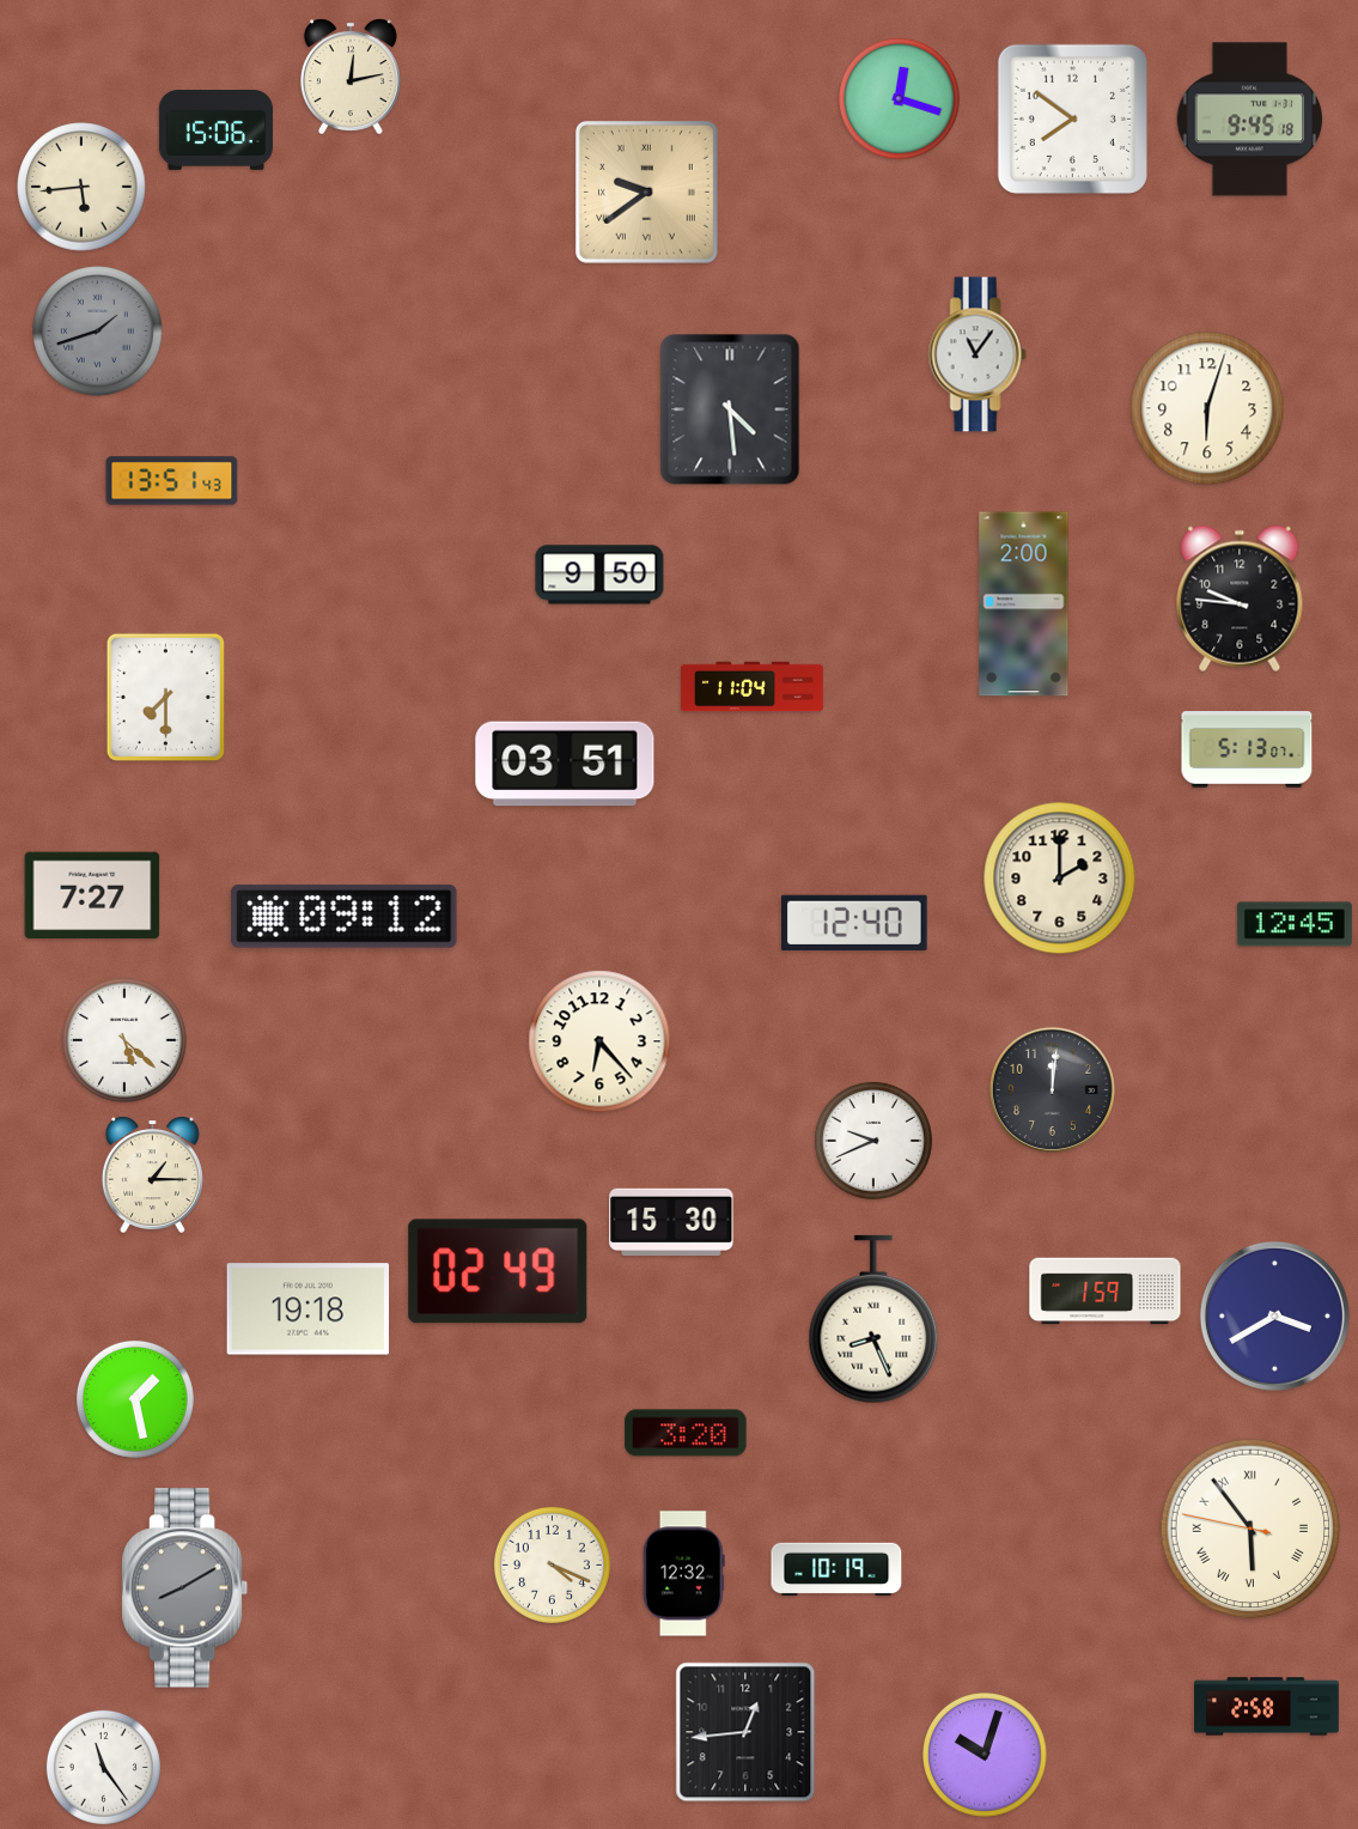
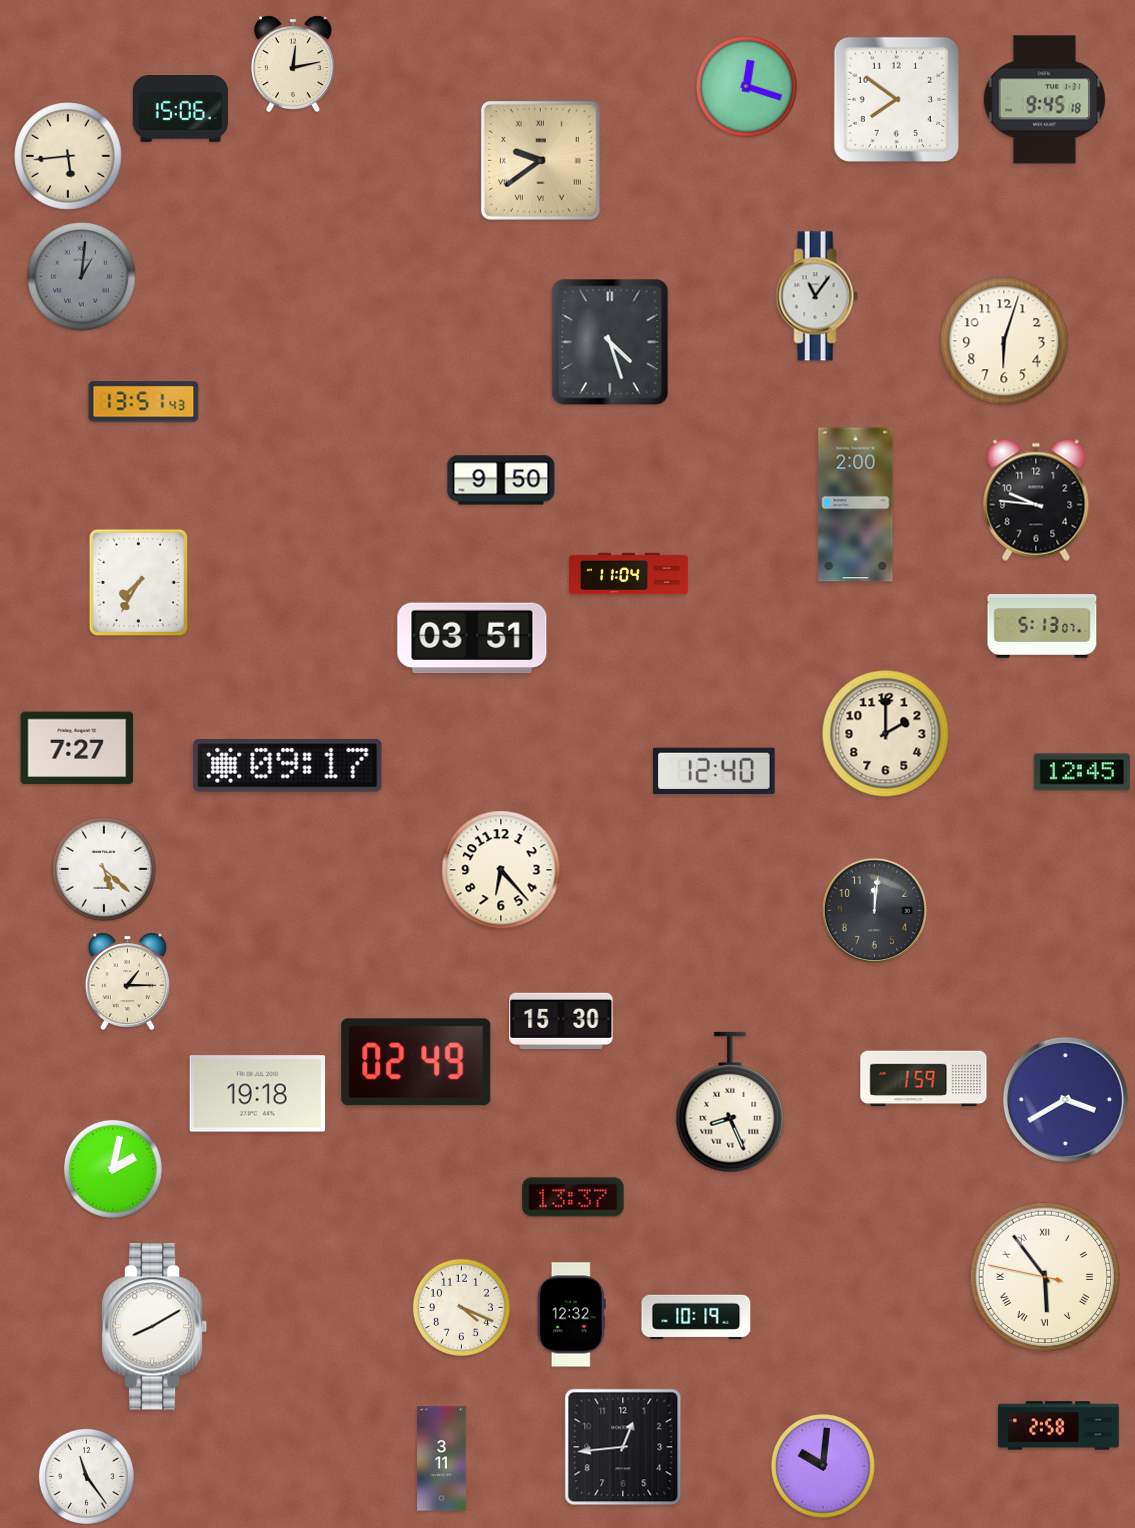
clock at (899, 98) position: (899, 98) -> (746, 86)
clock at (98, 332): 1:42 -> 1:01
clock at (1207, 408) position: (1207, 408) -> (1004, 341)
clock at (730, 409): 4:29 -> 4:27
clock at (165, 697): 7:30 -> 7:35
clock at (345, 916): 09:12 -> 09:17
clock at (1052, 1089) position: (1052, 1089) -> (874, 910)
clock at (873, 1141): 9:41 -> none
clock at (135, 1399): 1:28 -> 2:02
clock at (686, 1433): 3:20 -> 13:37
clock at (836, 1569) position: (836, 1569) -> (696, 1317)
clock at (185, 1588) dial: grey -> white
clock at (442, 1459): none -> 3:11
clock at (986, 1756): 10:03 -> 10:01
